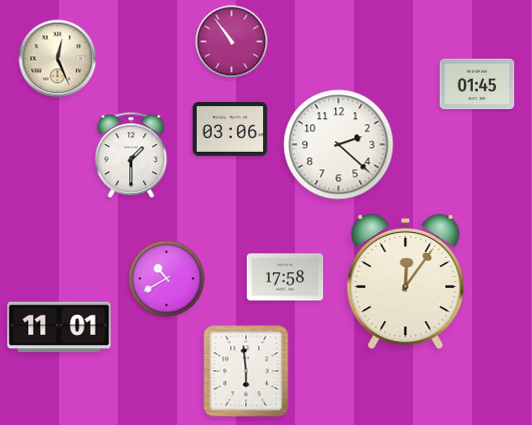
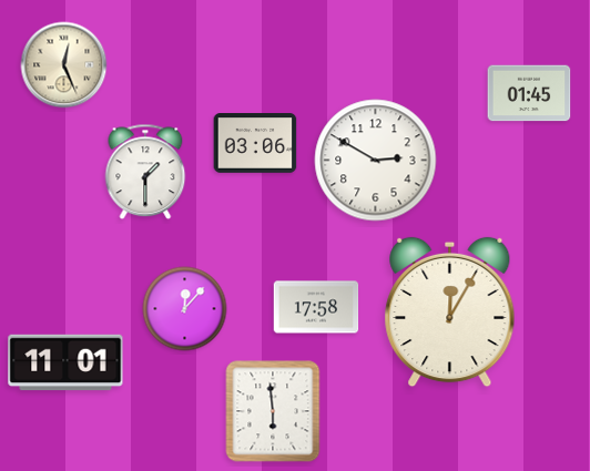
clock at (232, 42): 10:54 -> none
clock at (339, 145): 2:22 -> 2:50
clock at (167, 279): 10:40 -> 12:07
clock at (406, 282): 12:06 -> 12:05
